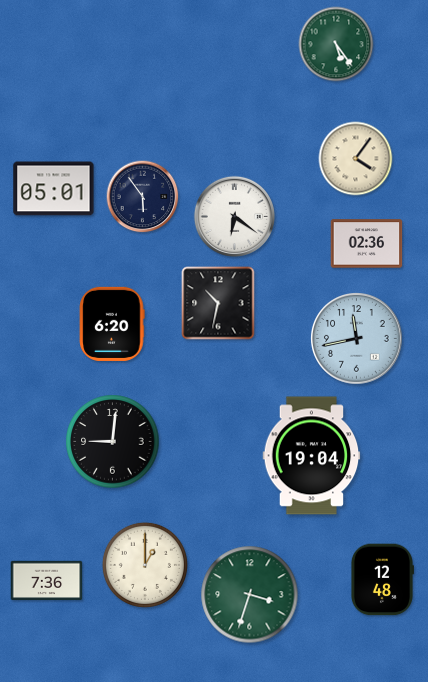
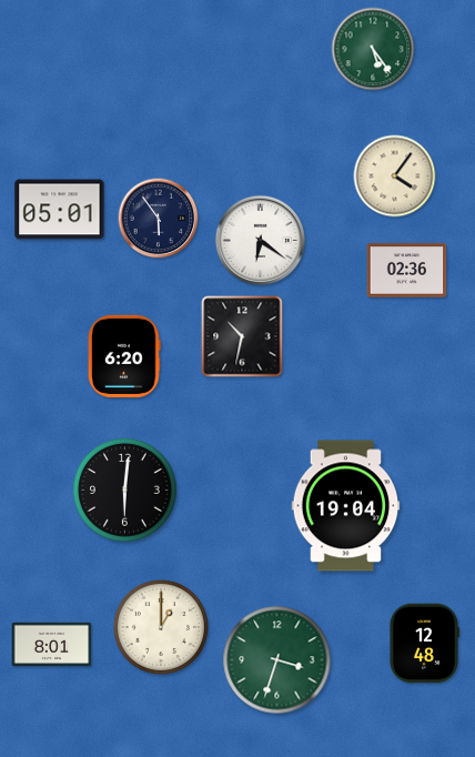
clock at (112, 324) position: (112, 324) -> (124, 356)
clock at (357, 339): 11:43 -> none
clock at (113, 442): 9:01 -> 6:01
clock at (47, 581): 7:36 -> 8:01
